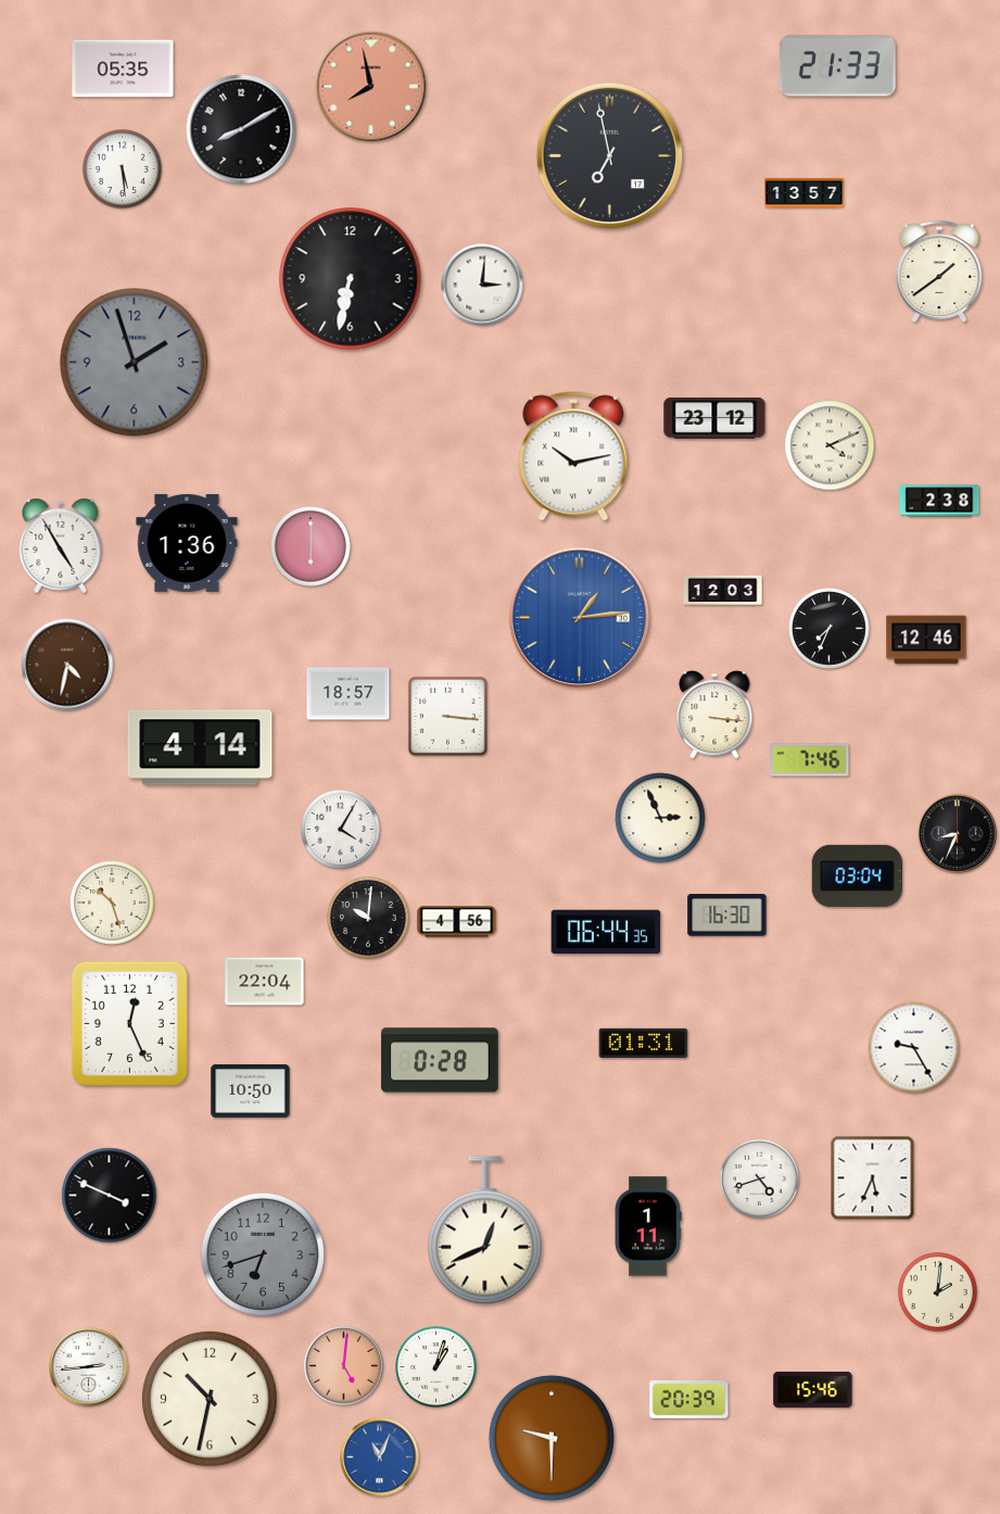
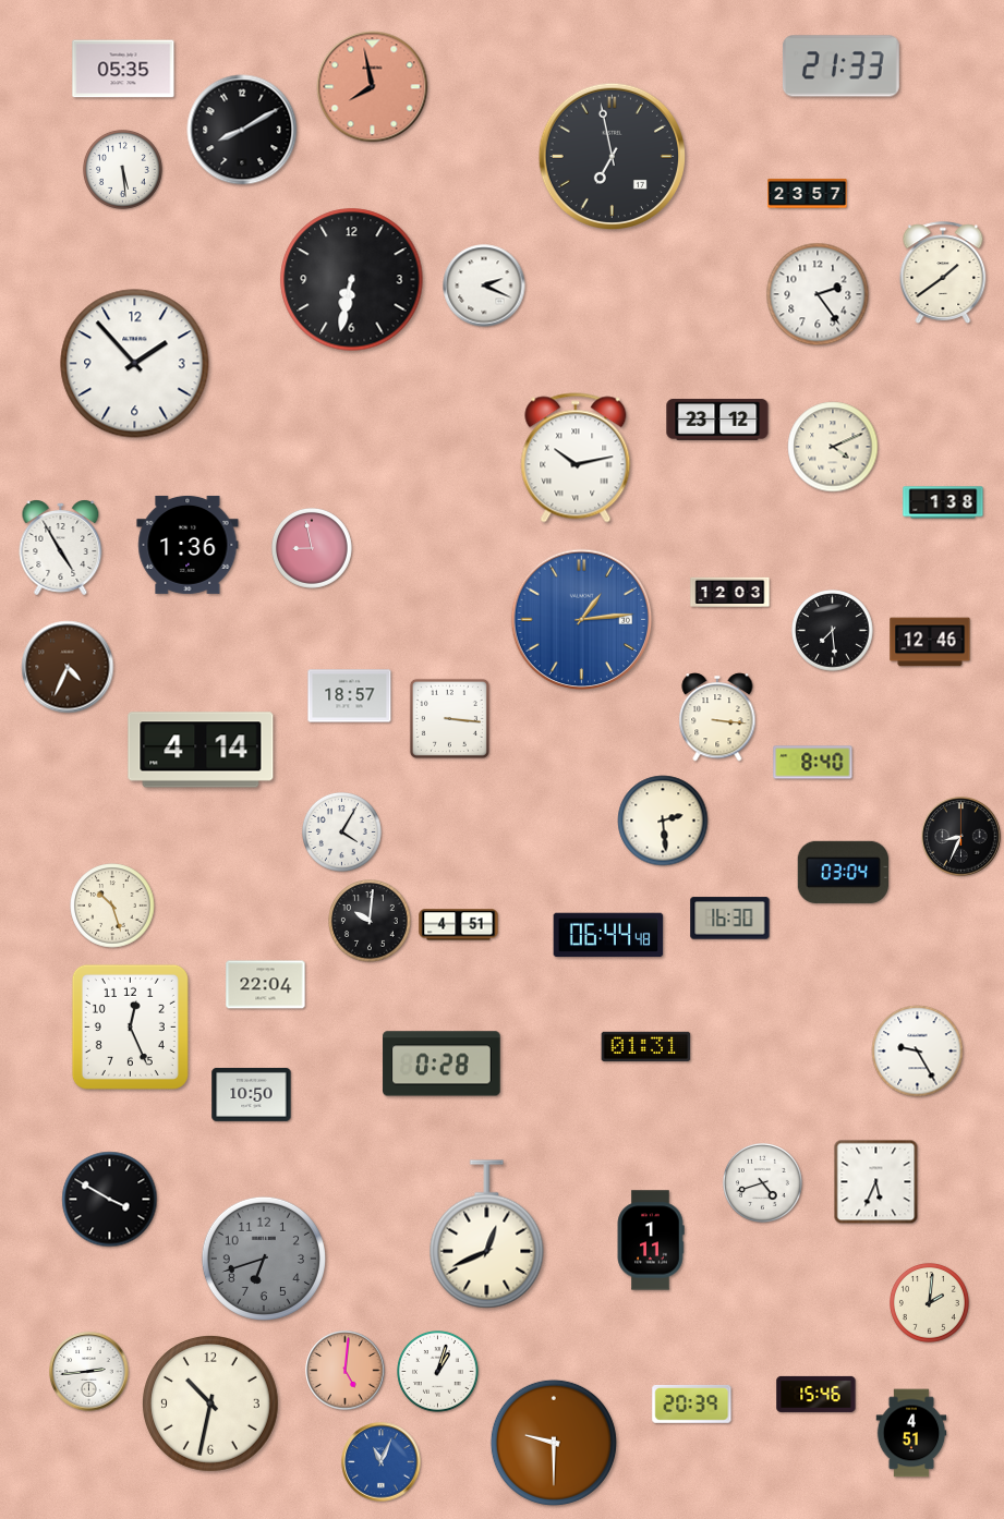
clock at (805, 192): 13:57 -> 23:57
clock at (482, 285): 3:01 -> 2:19
clock at (818, 294): none -> 2:24
clock at (135, 363): 1:57 -> 1:53
clock at (135, 363) dial: grey -> white
clock at (939, 501): 2:38 -> 1:38
clock at (312, 547): 6:00 -> 8:58
clock at (723, 591) position: (723, 591) -> (730, 593)
clock at (830, 629): 7:34 -> 7:29
clock at (67, 665): 4:32 -> 4:34
clock at (810, 760): 7:46 -> 8:40
clock at (660, 818): 2:56 -> 2:29
clock at (857, 875) position: (857, 875) -> (843, 872)
clock at (457, 922): 4:56 -> 4:51
clock at (606, 932): 06:44:35 -> 06:44:48
clock at (110, 1196): 3:49 -> 3:50
clock at (648, 1226) position: (648, 1226) -> (651, 1240)
clock at (937, 1291) position: (937, 1291) -> (929, 1302)
clock at (911, 1433): none -> 4:51
